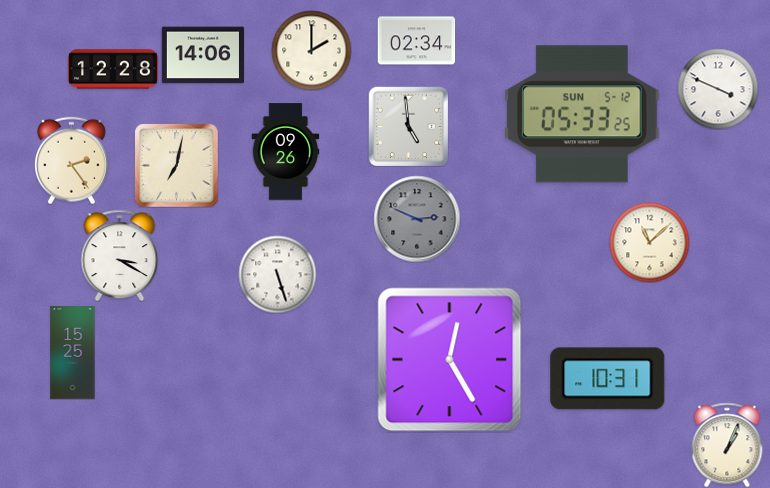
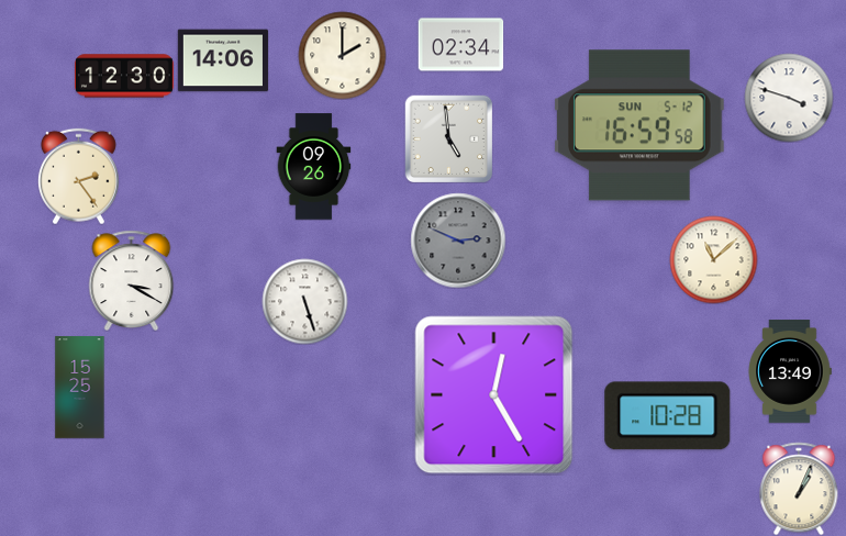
clock at (416, 41) position: (416, 41) -> (460, 45)
clock at (113, 69): 12:28 -> 12:30
clock at (718, 89): 3:49 -> 3:48
clock at (583, 114): 05:33 -> 16:59
clock at (176, 165): 7:02 -> none
clock at (649, 242) position: (649, 242) -> (713, 259)
clock at (790, 371): none -> 13:49
clock at (608, 379): 10:31 -> 10:28
